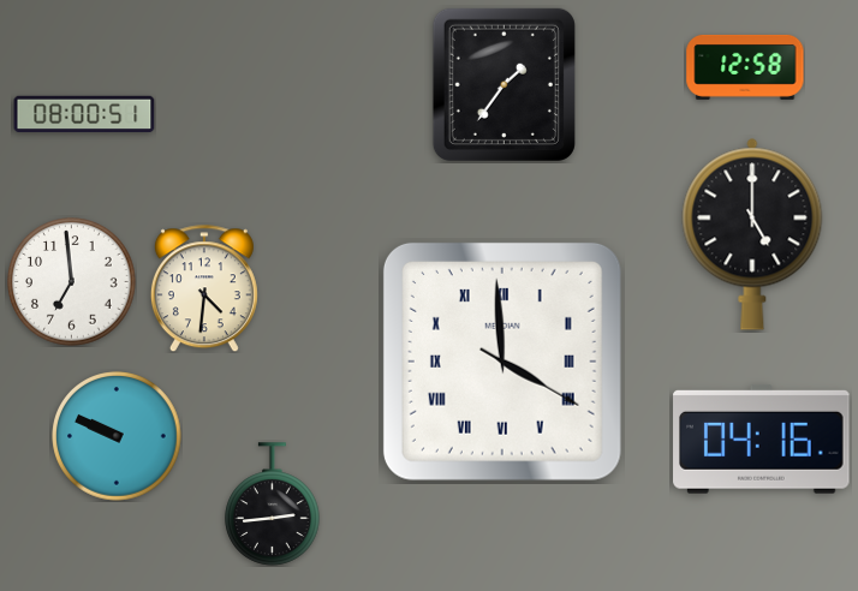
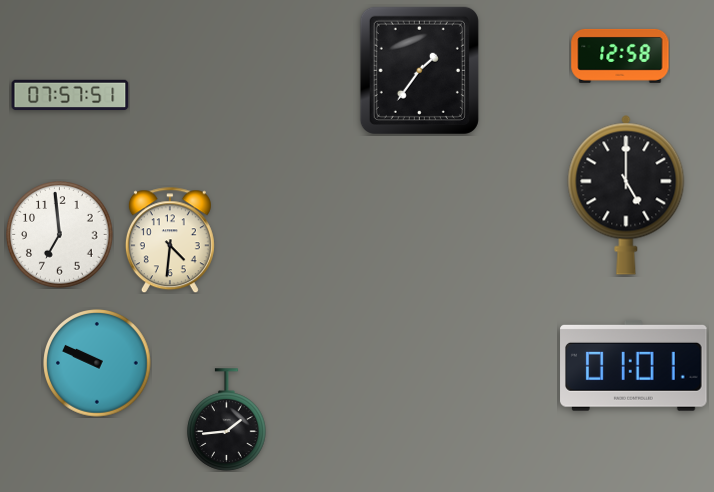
clock at (84, 114): 08:00 -> 07:57
clock at (502, 362): 3:59 -> none
clock at (762, 438): 04:16 -> 01:01
clock at (273, 505): 2:44 -> 1:44
